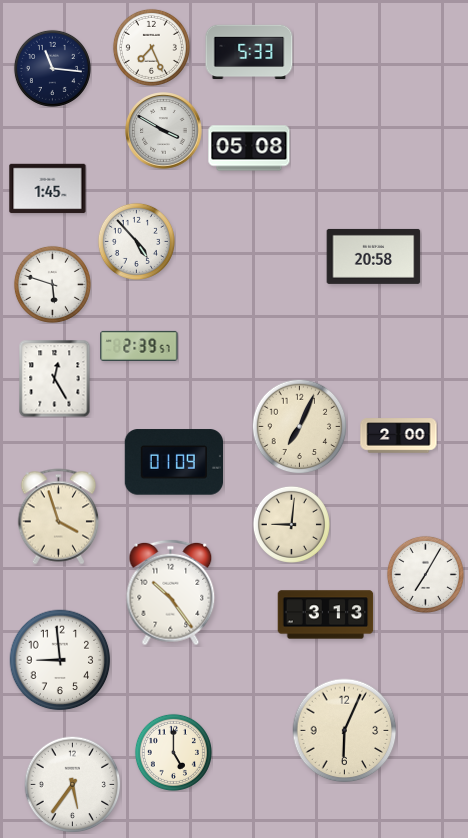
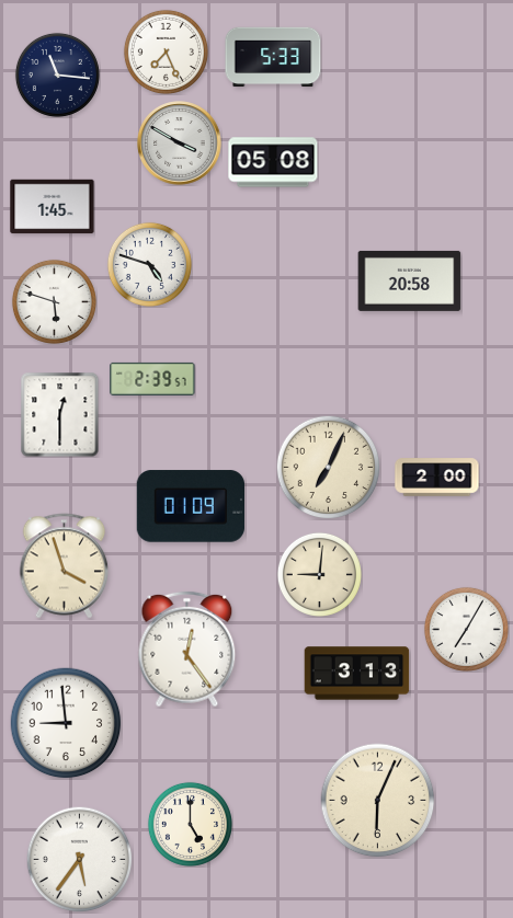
clock at (136, 241): 4:53 -> 4:48
clock at (52, 284) position: (52, 284) -> (54, 301)
clock at (55, 378): 12:25 -> 12:30
clock at (171, 593): 10:24 -> 12:24
